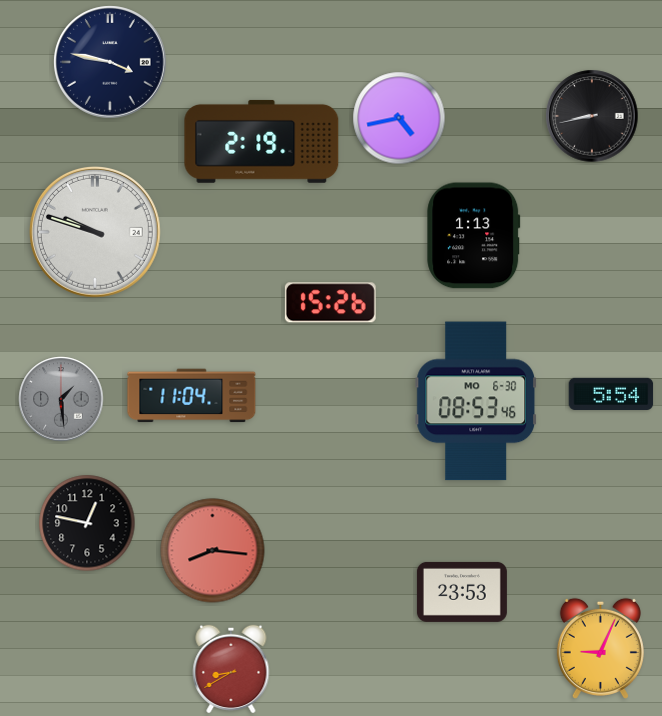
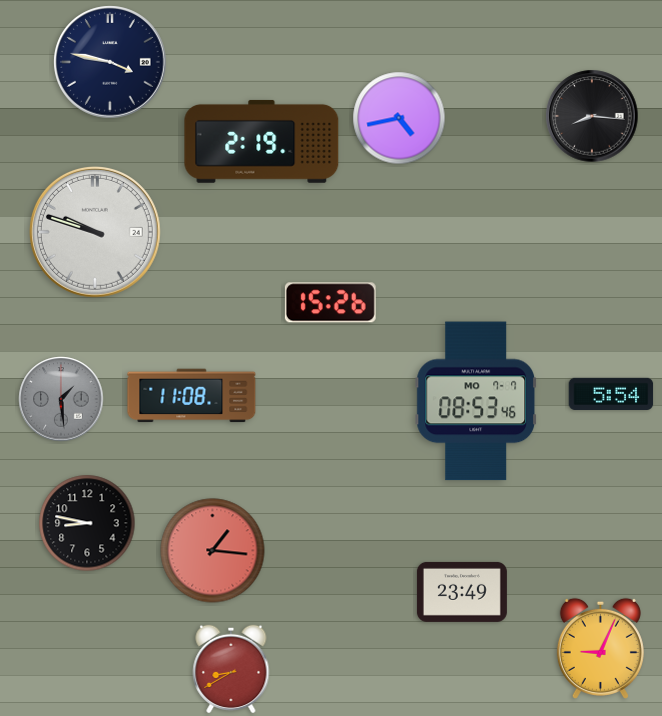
clock at (592, 116): 8:43 -> 8:16
clock at (474, 236): 1:13 -> none
clock at (192, 396): 11:04 -> 11:08
clock at (476, 401) date: MO 6-30 -> MO 7-7
clock at (87, 523): 12:47 -> 8:47
clock at (213, 551): 8:16 -> 1:16
clock at (462, 592): 23:53 -> 23:49
